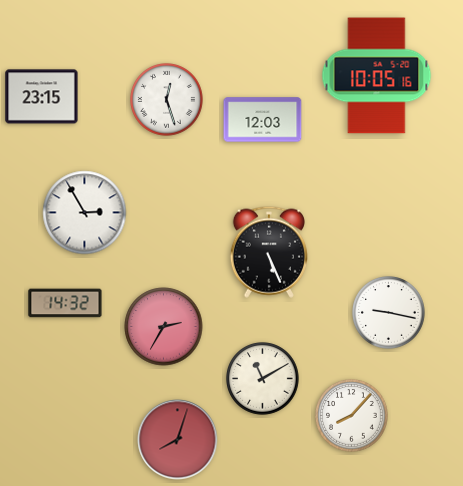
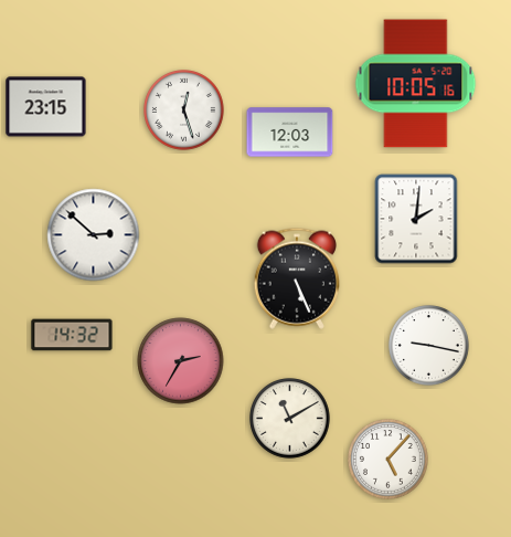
clock at (416, 219): none -> 2:01
clock at (85, 213): 2:55 -> 2:52
clock at (352, 416): 8:07 -> 5:07
clock at (178, 440): 8:03 -> none
